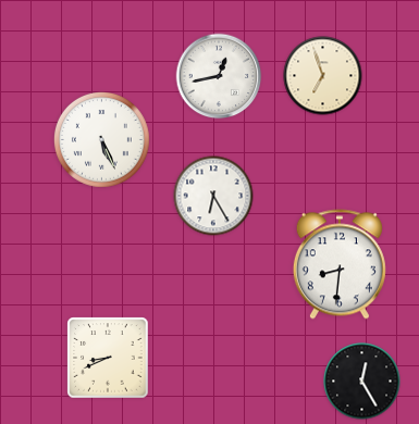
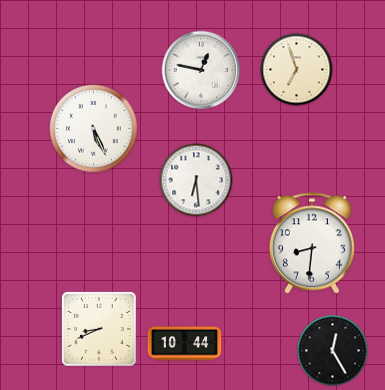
clock at (219, 76): 12:43 -> 12:47
clock at (213, 196): 6:25 -> 6:29
clock at (185, 344): none -> 10:44
